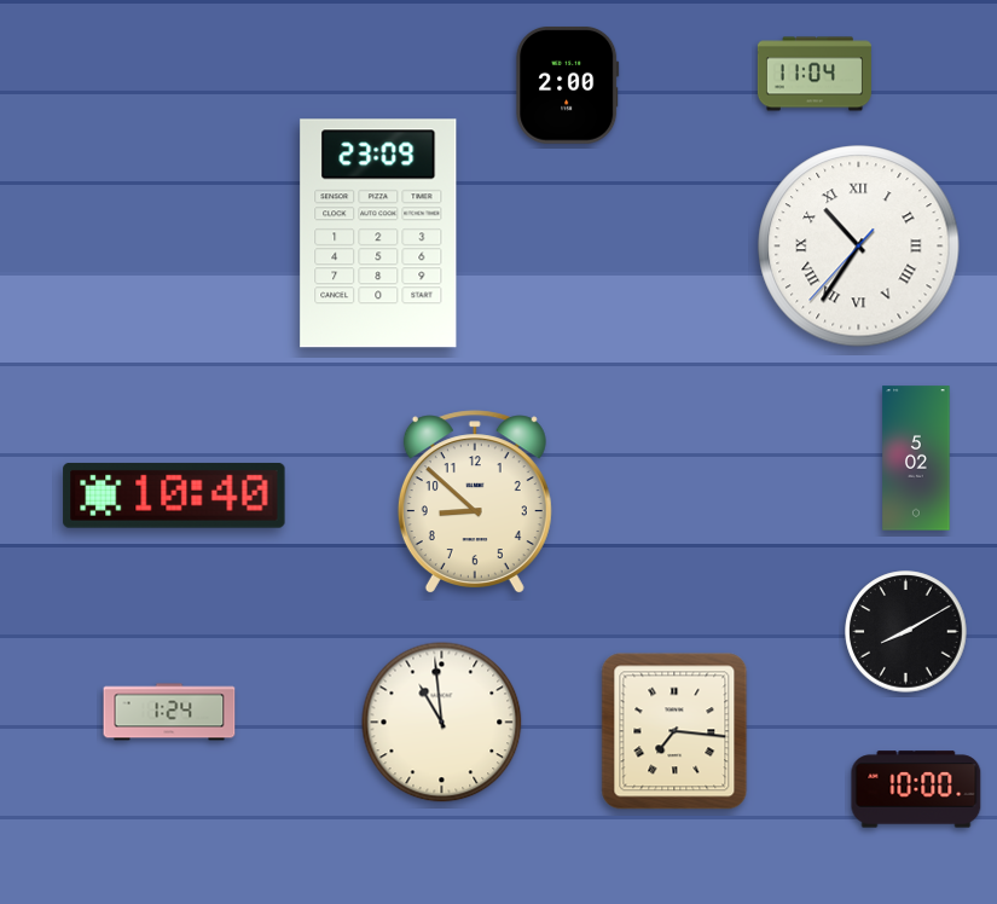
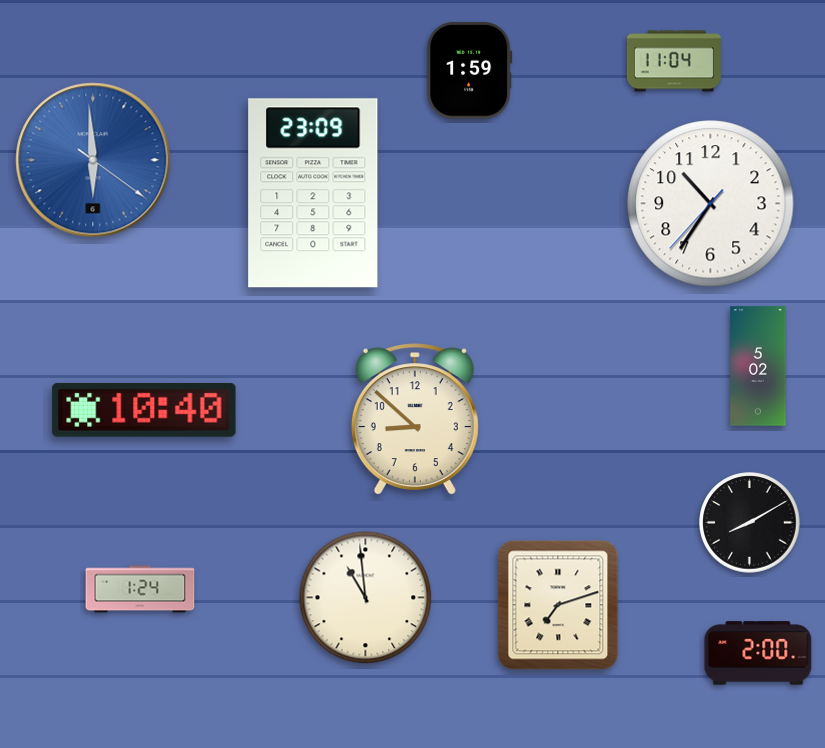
clock at (568, 85): 2:00 -> 1:59
clock at (93, 160): none -> 5:59
clock at (859, 247) numerals: Roman -> Arabic
clock at (916, 458) position: (916, 458) -> (758, 366)
clock at (475, 502) position: (475, 502) -> (415, 419)
clock at (674, 731): 7:16 -> 7:12
clock at (916, 789): 10:00 -> 2:00
